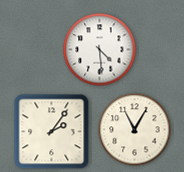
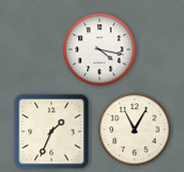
clock at (100, 50): 4:29 -> 4:17
clock at (52, 132): 2:06 -> 1:34
